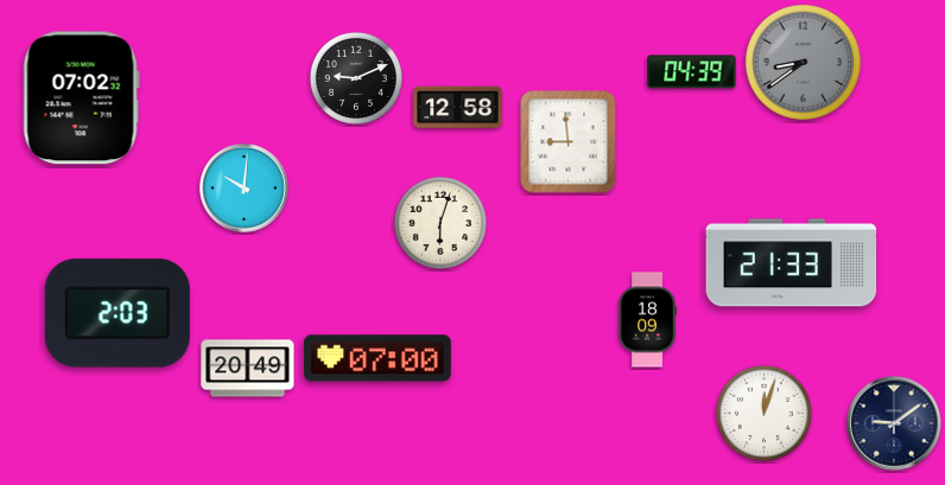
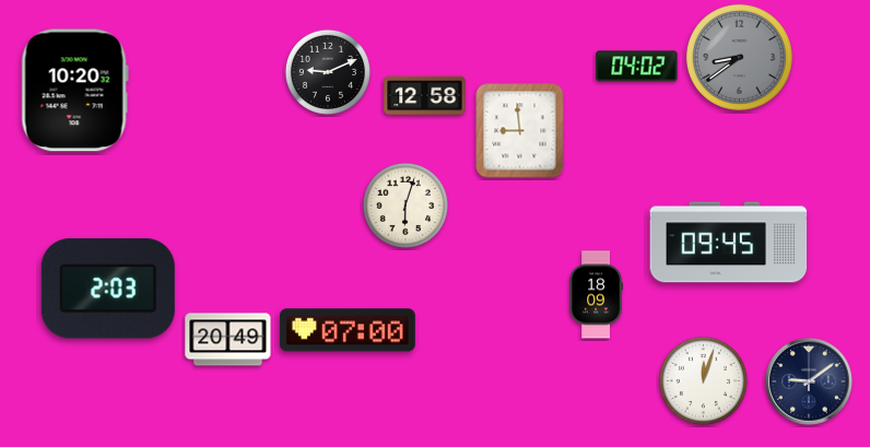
clock at (692, 72): 04:39 -> 04:02
clock at (81, 98): 07:02 -> 10:20
clock at (458, 108) position: (458, 108) -> (425, 96)
clock at (569, 142) position: (569, 142) -> (520, 131)
clock at (245, 189): 10:01 -> none
clock at (792, 263): 21:33 -> 09:45
clock at (895, 425) position: (895, 425) -> (810, 383)
